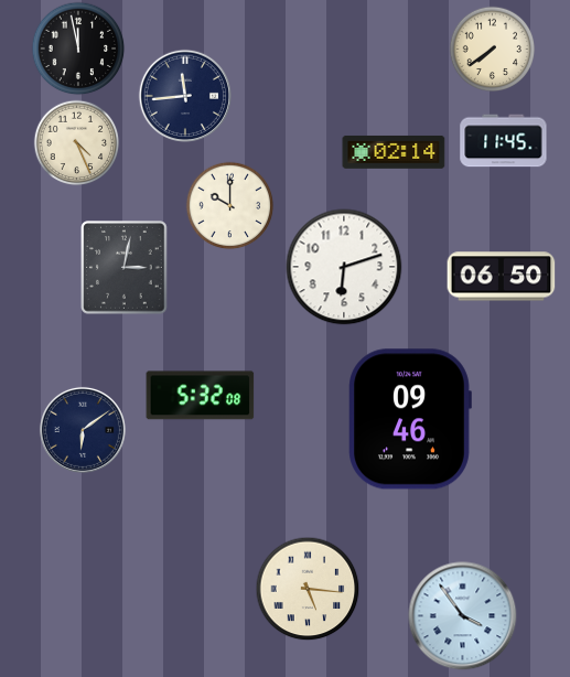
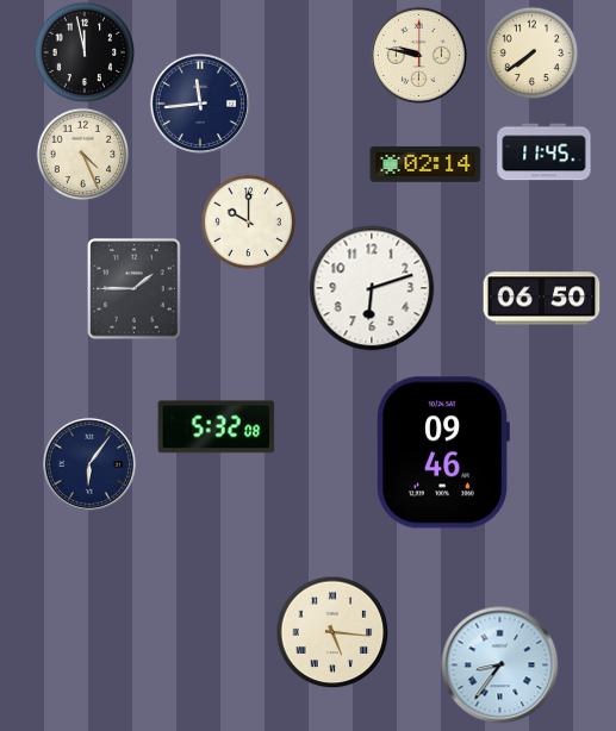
clock at (418, 55): none -> 9:47
clock at (125, 268): 3:02 -> 1:45
clock at (83, 430): 6:09 -> 6:06
clock at (308, 589) position: (308, 589) -> (332, 632)
clock at (463, 616): 3:54 -> 8:36
